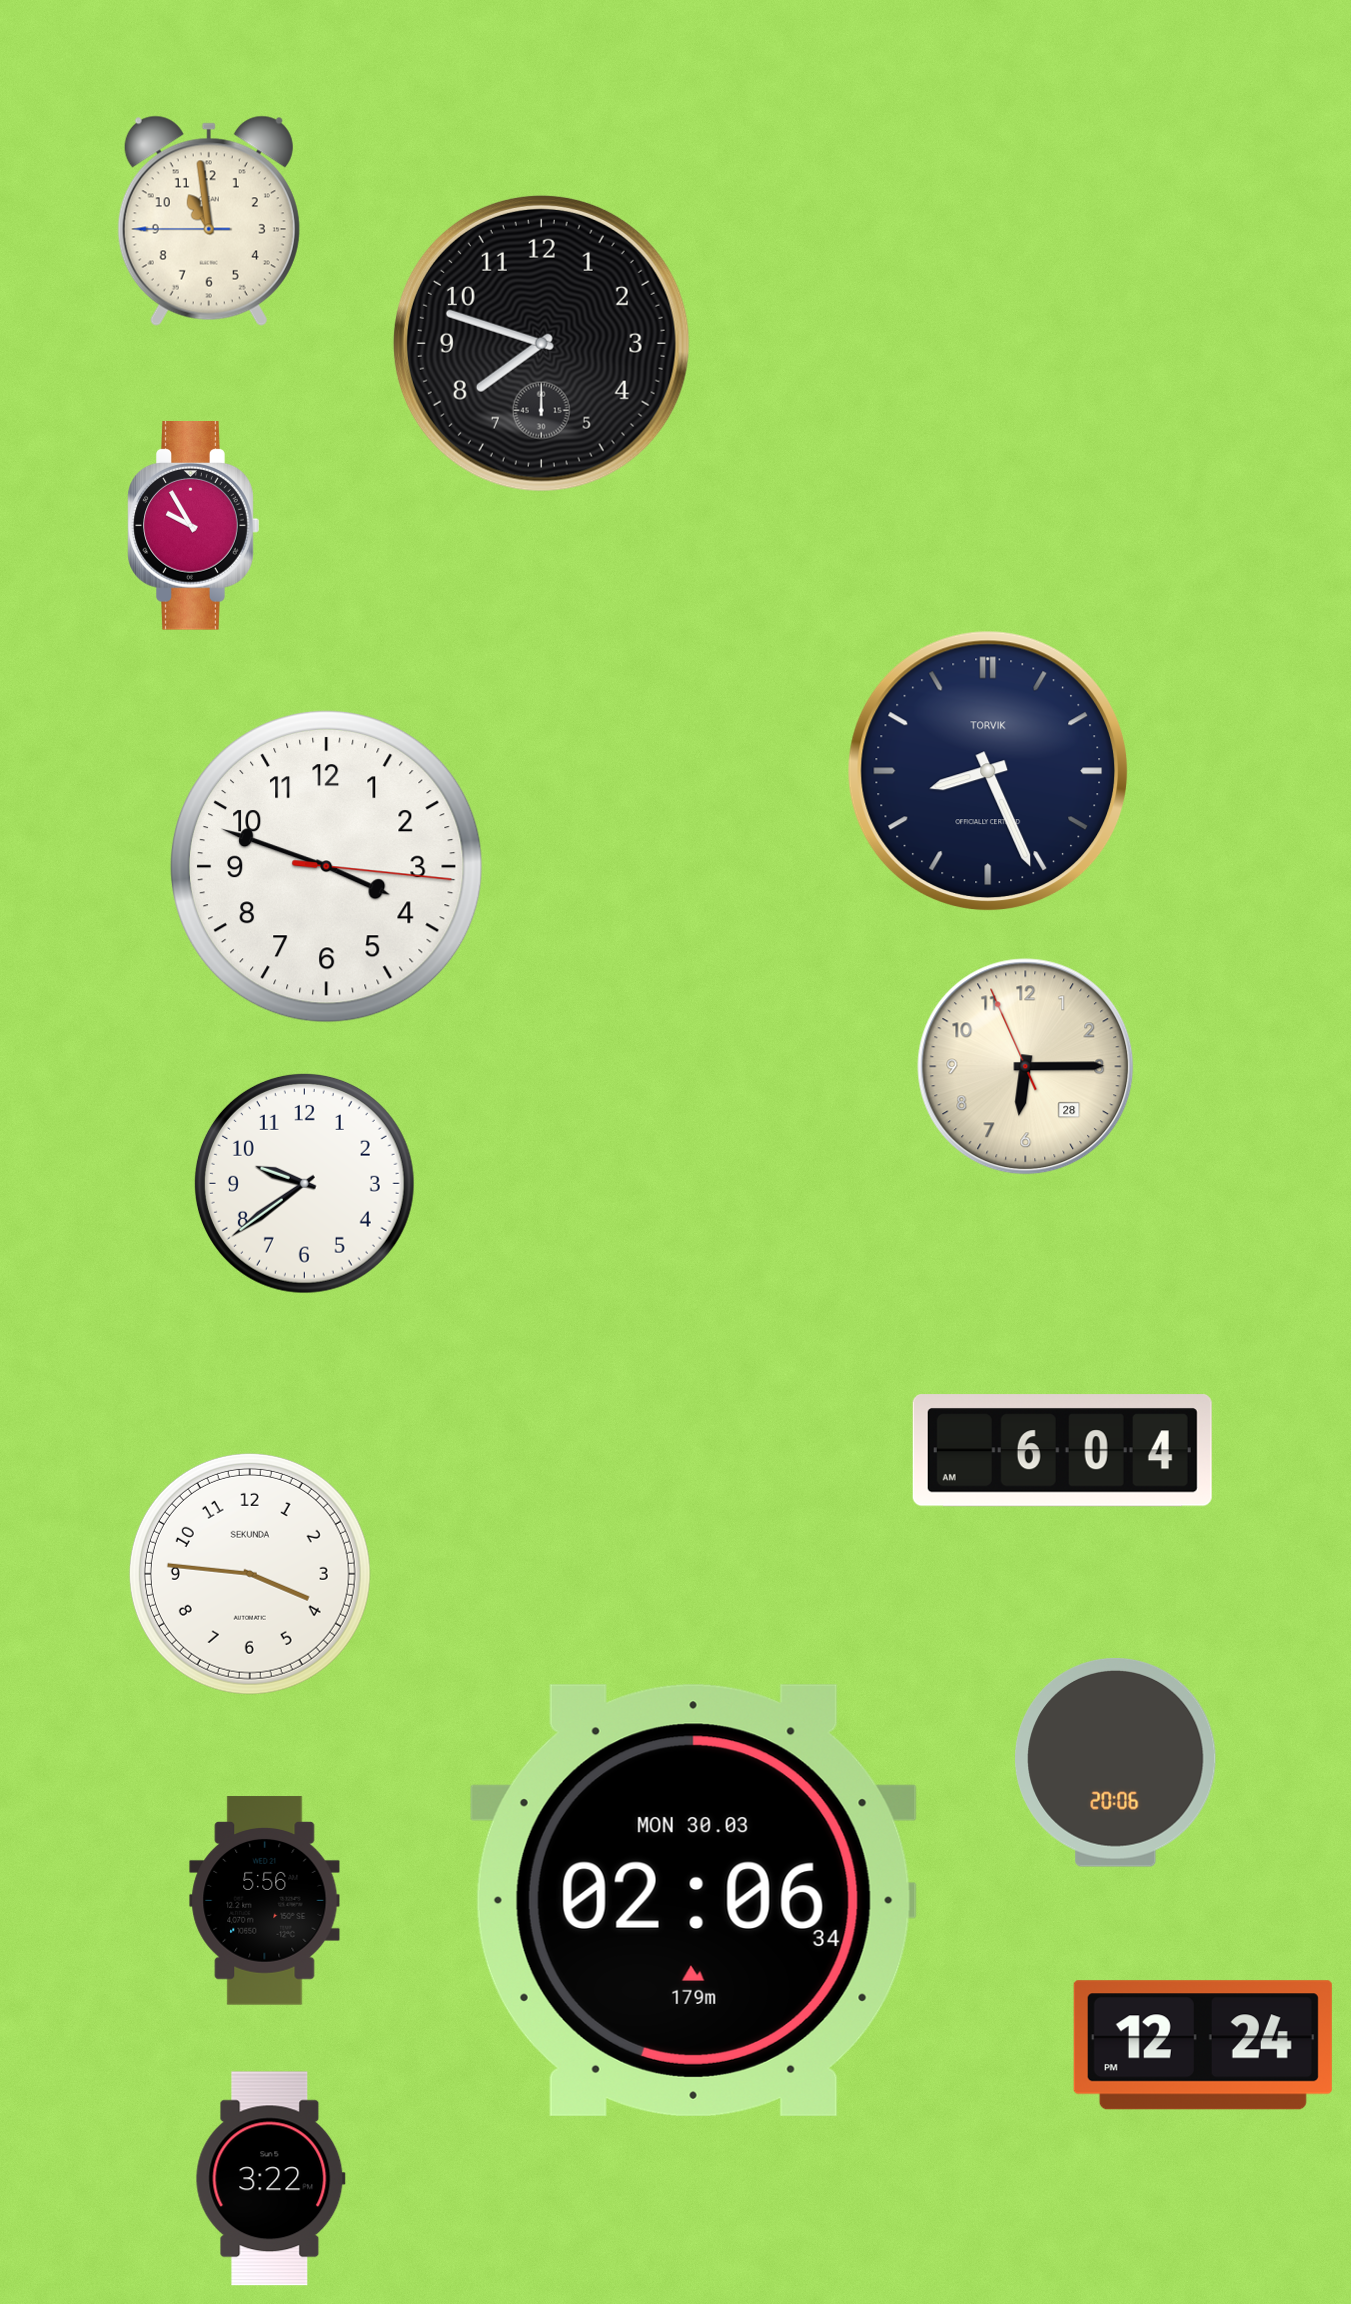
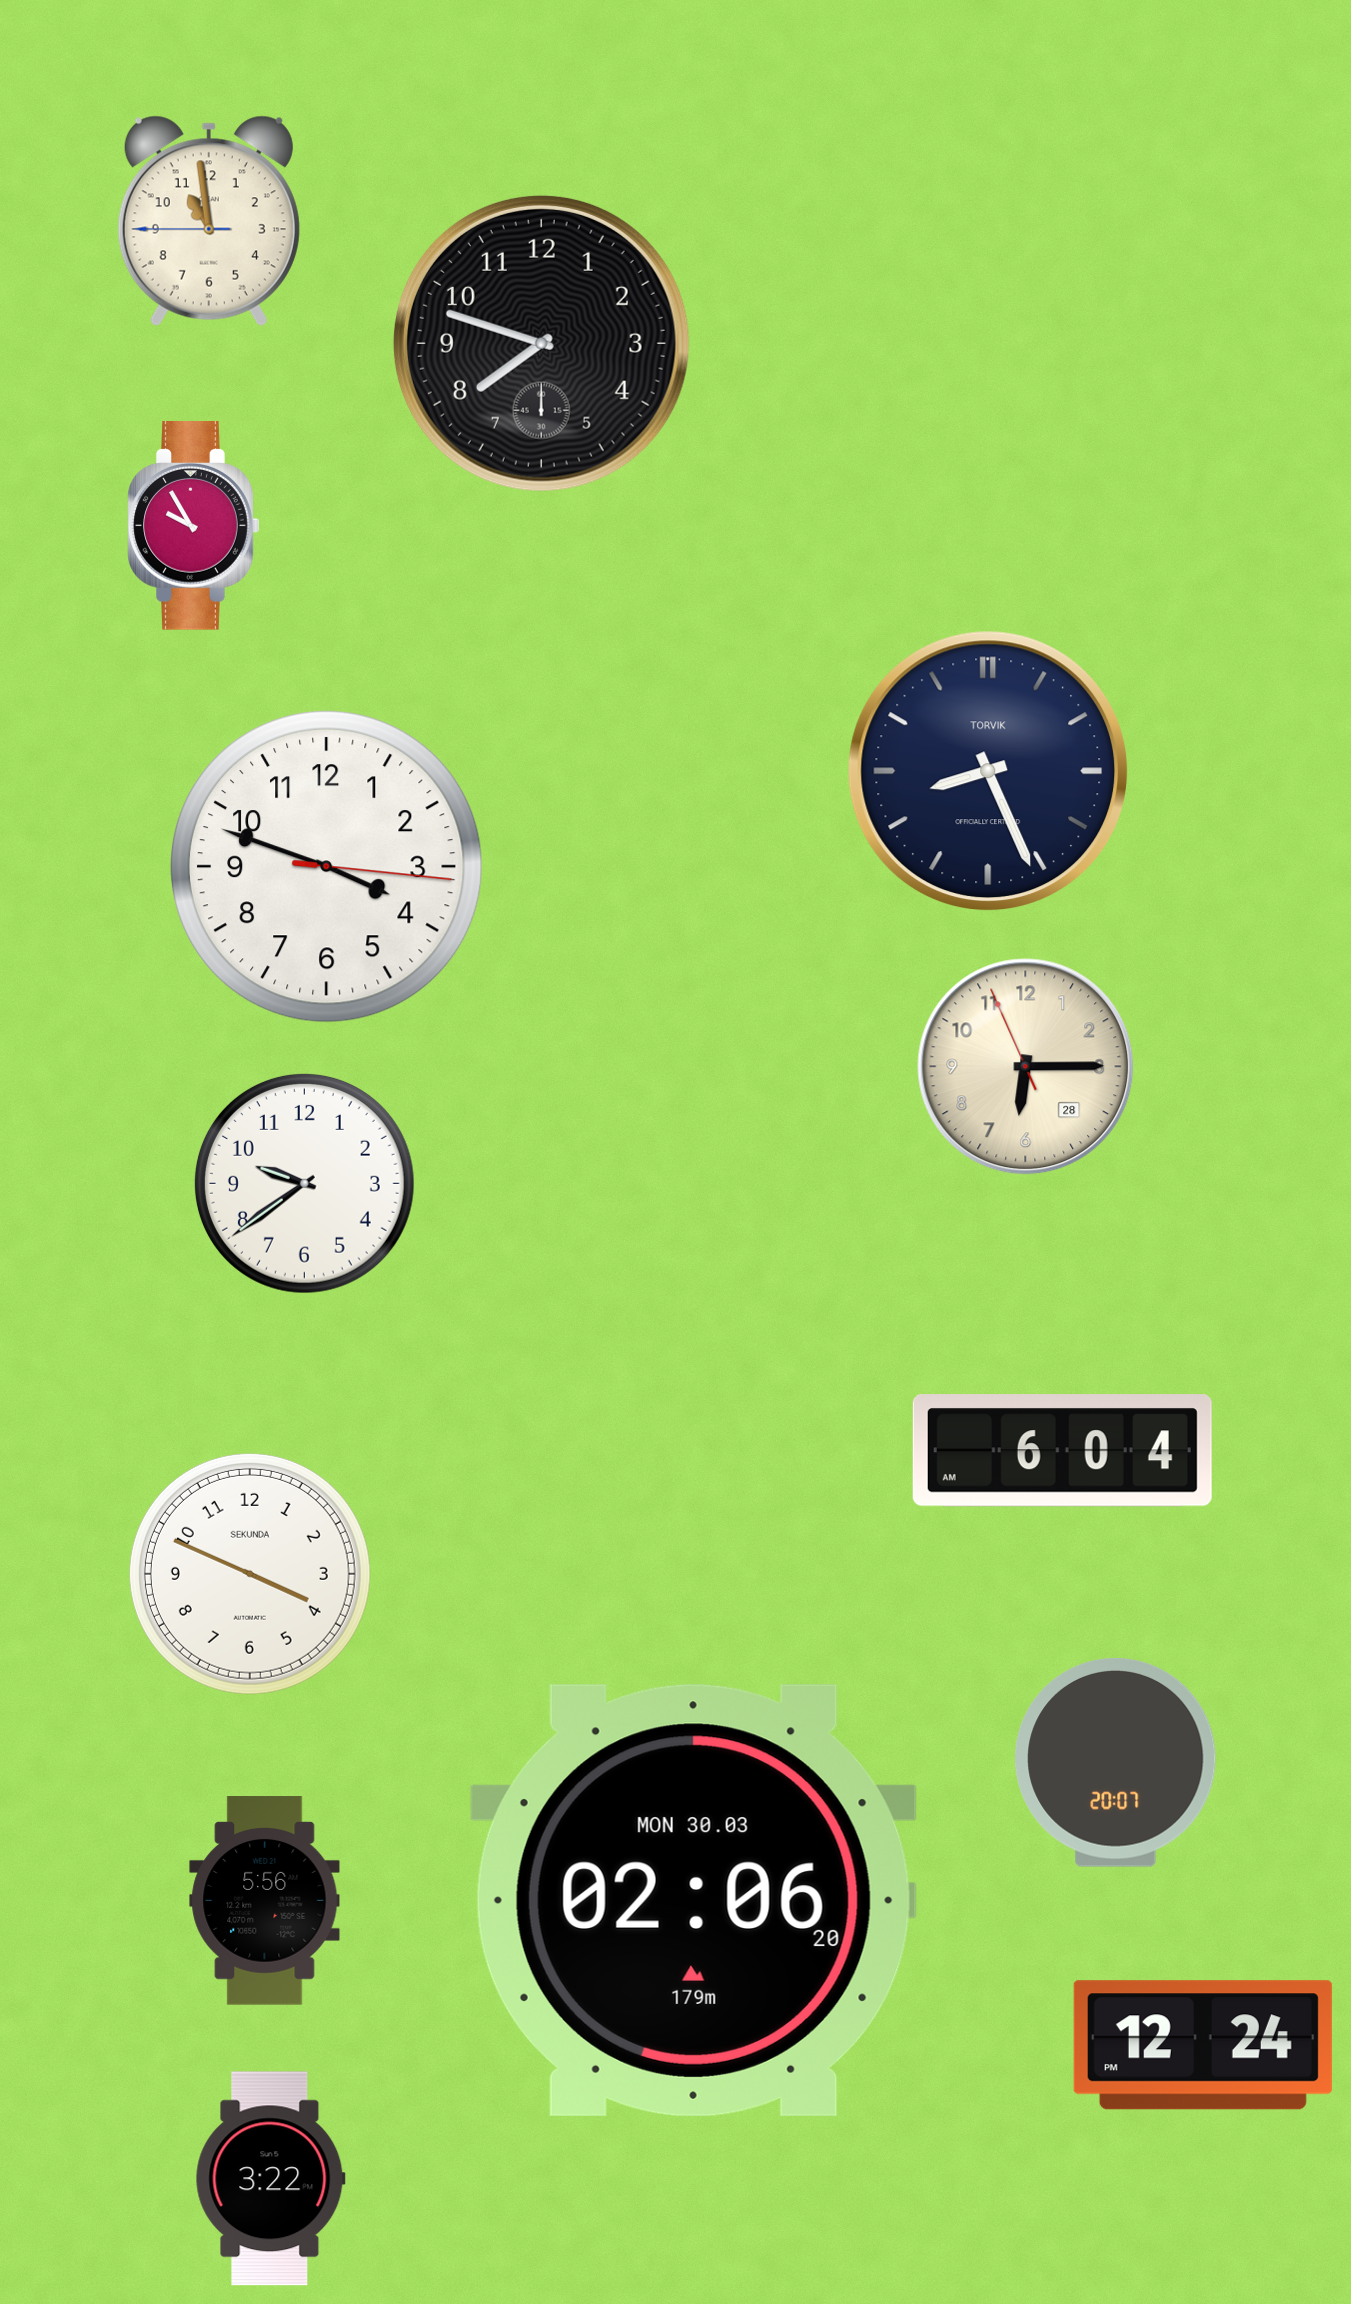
clock at (250, 1574): 3:46 -> 3:49
clock at (1116, 1762): 20:06 -> 20:07
clock at (693, 1900): 02:06:34 -> 02:06:20
